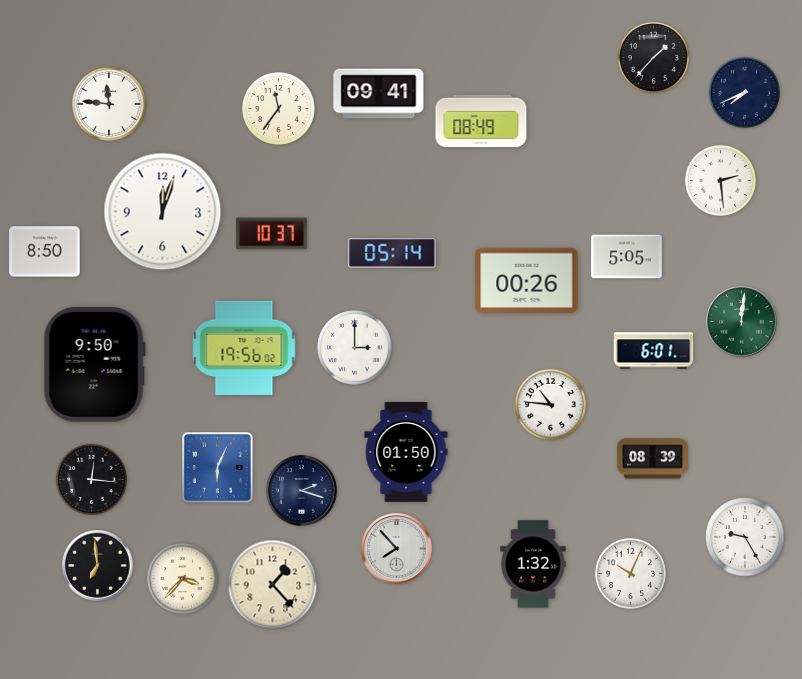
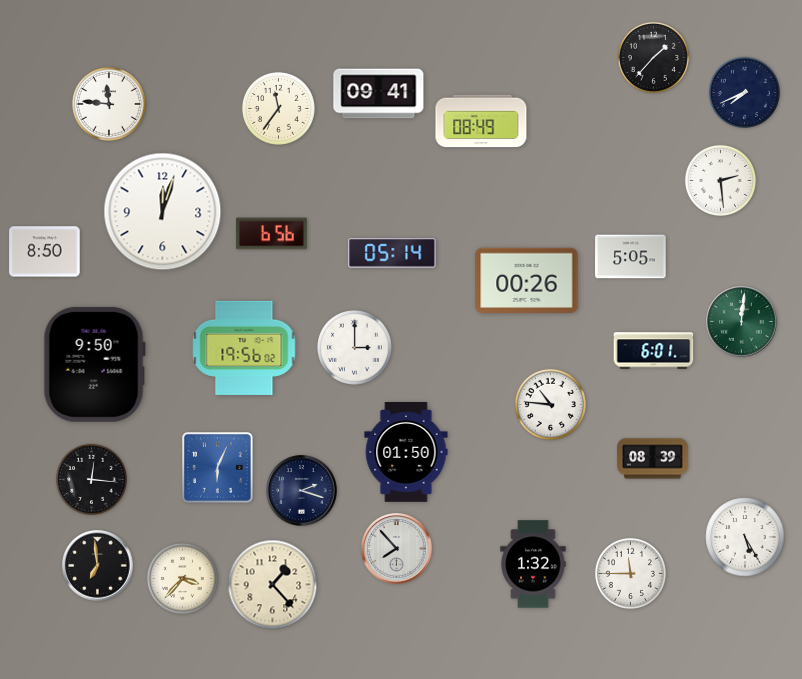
clock at (272, 234): 10:37 -> 6:56
clock at (627, 257) position: (627, 257) -> (631, 257)
clock at (745, 537): 9:25 -> 5:25
clock at (630, 573): 10:04 -> 11:45
